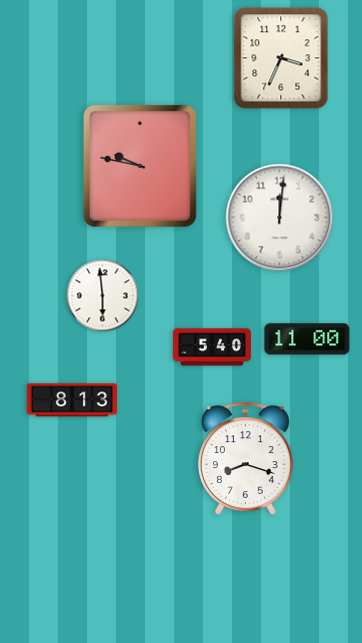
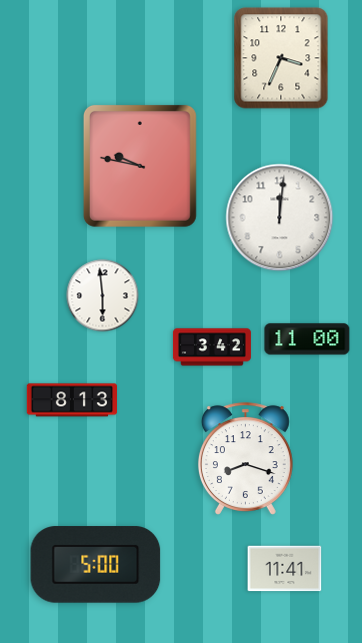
clock at (212, 347): 5:40 -> 3:42
clock at (96, 565): none -> 5:00
clock at (285, 569): none -> 11:41
